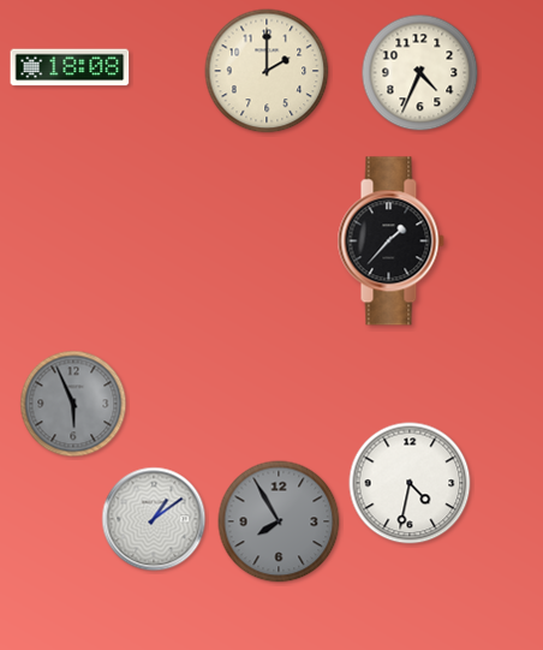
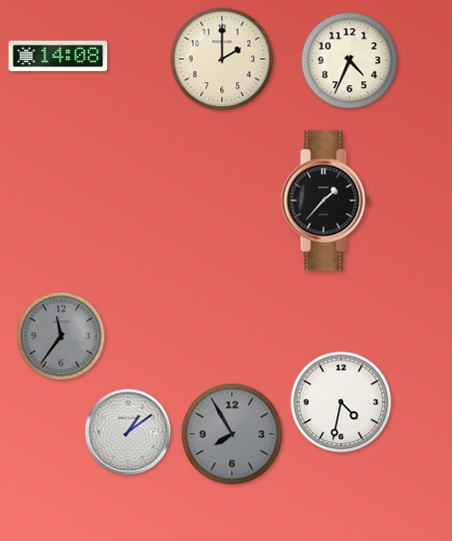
clock at (70, 67): 18:08 -> 14:08
clock at (73, 404): 5:56 -> 11:36
